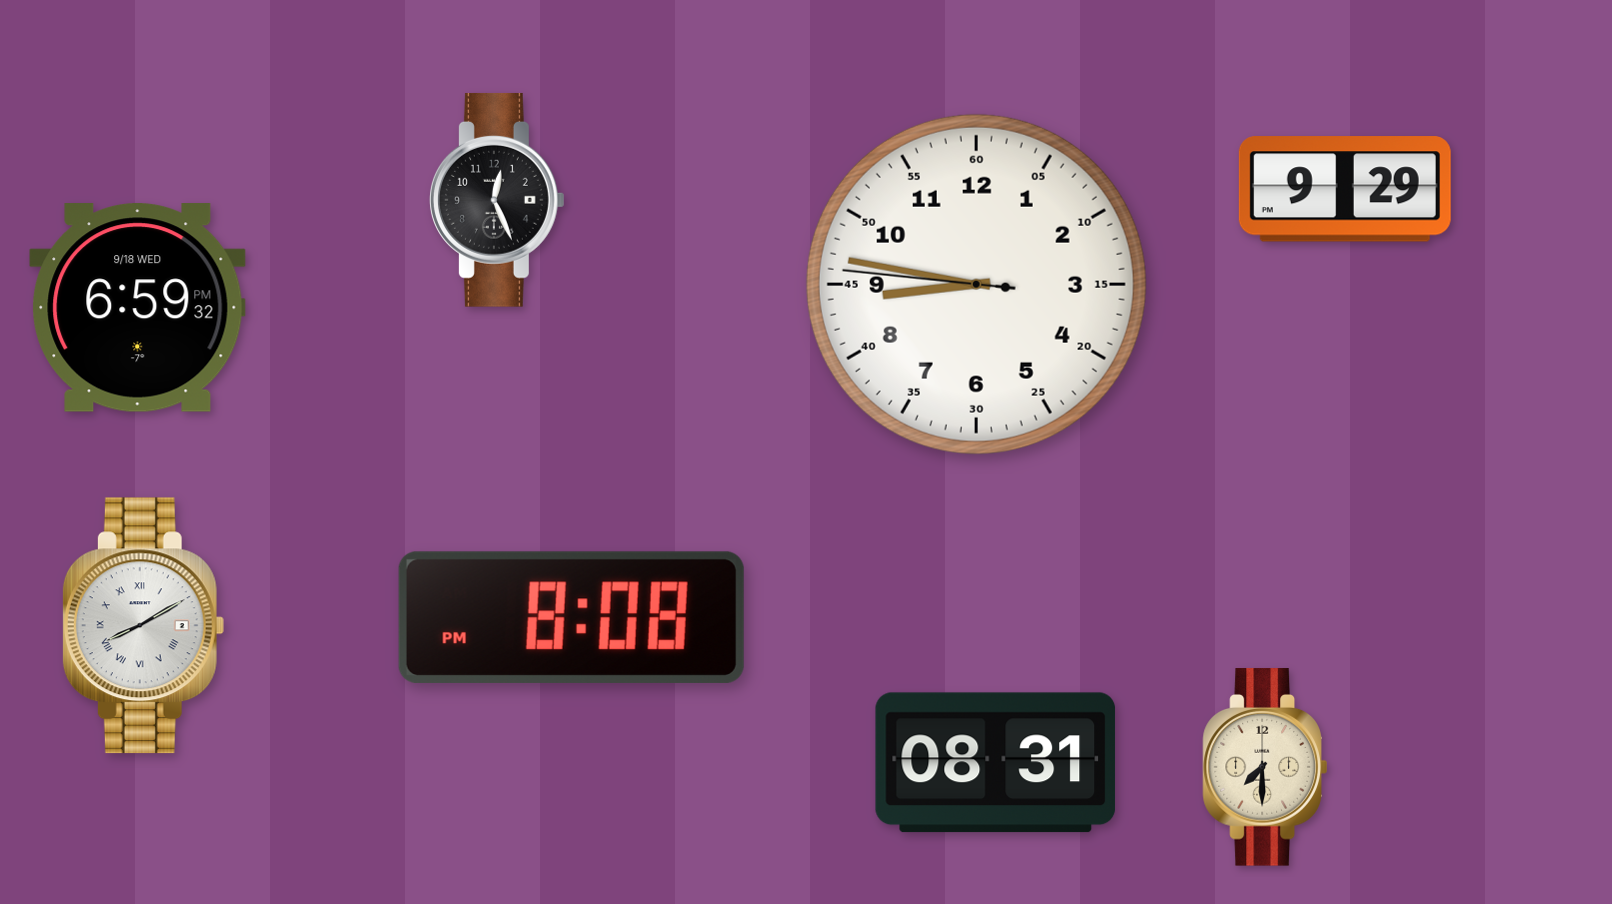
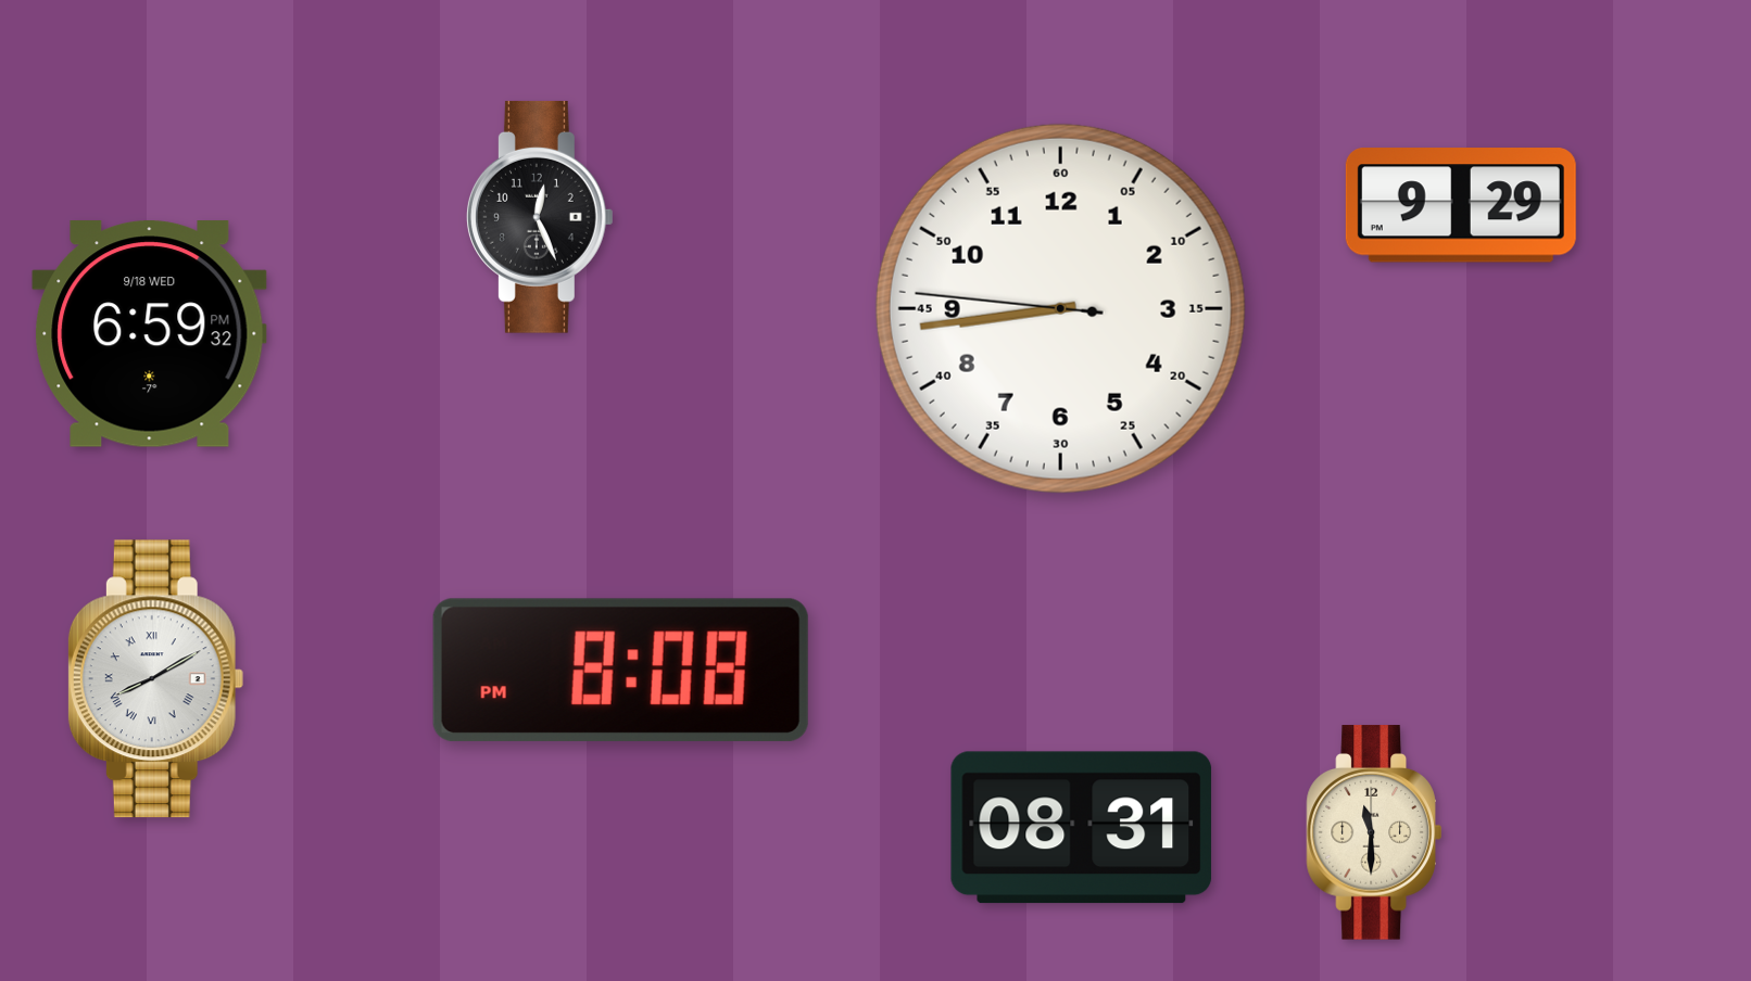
clock at (976, 284): 8:46 -> 8:43
clock at (1265, 767): 7:30 -> 11:30
